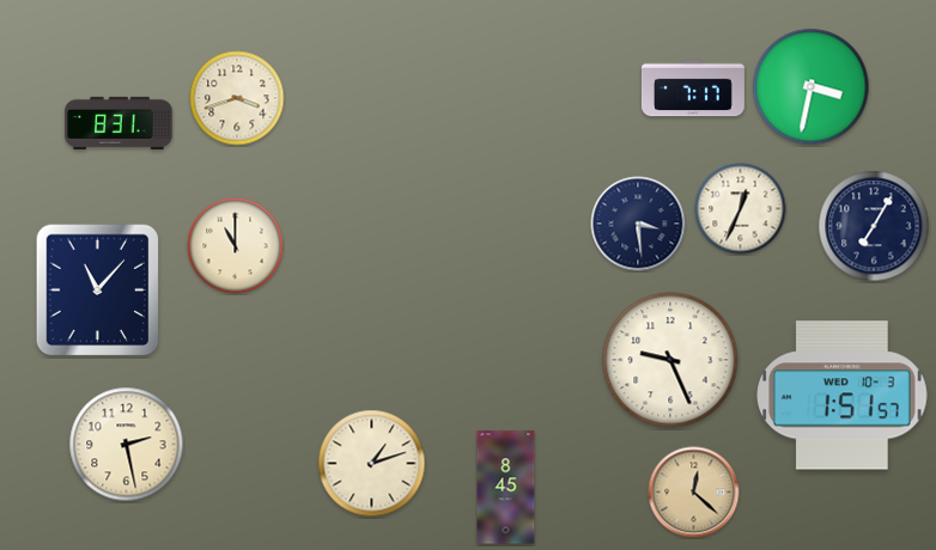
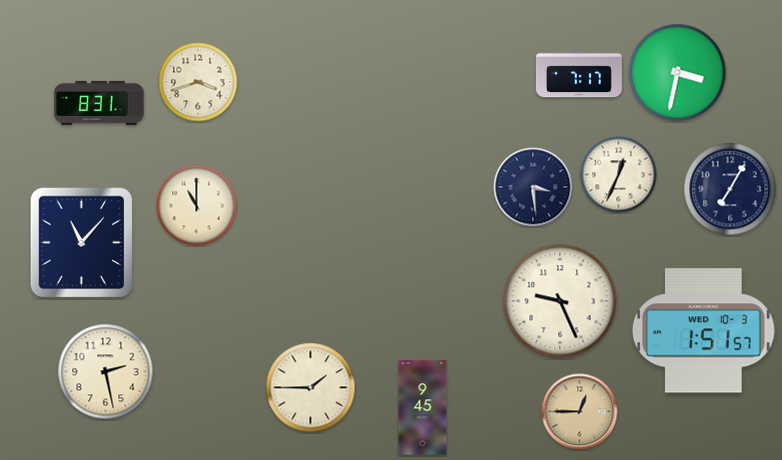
clock at (372, 464): 1:12 -> 1:45
clock at (506, 488): 8:45 -> 9:45
clock at (694, 493): 12:22 -> 12:45
